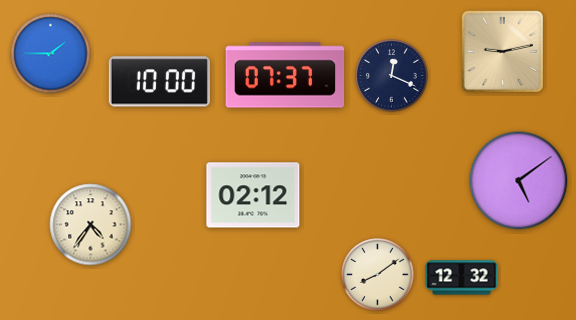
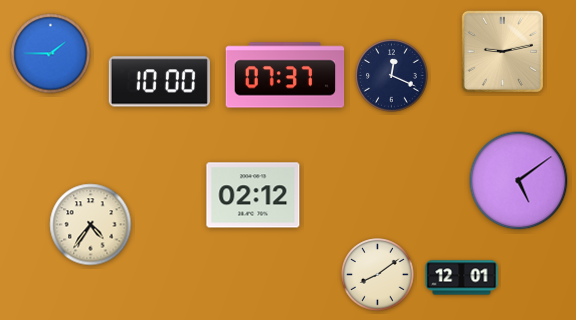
clock at (462, 278): 12:32 -> 12:01
